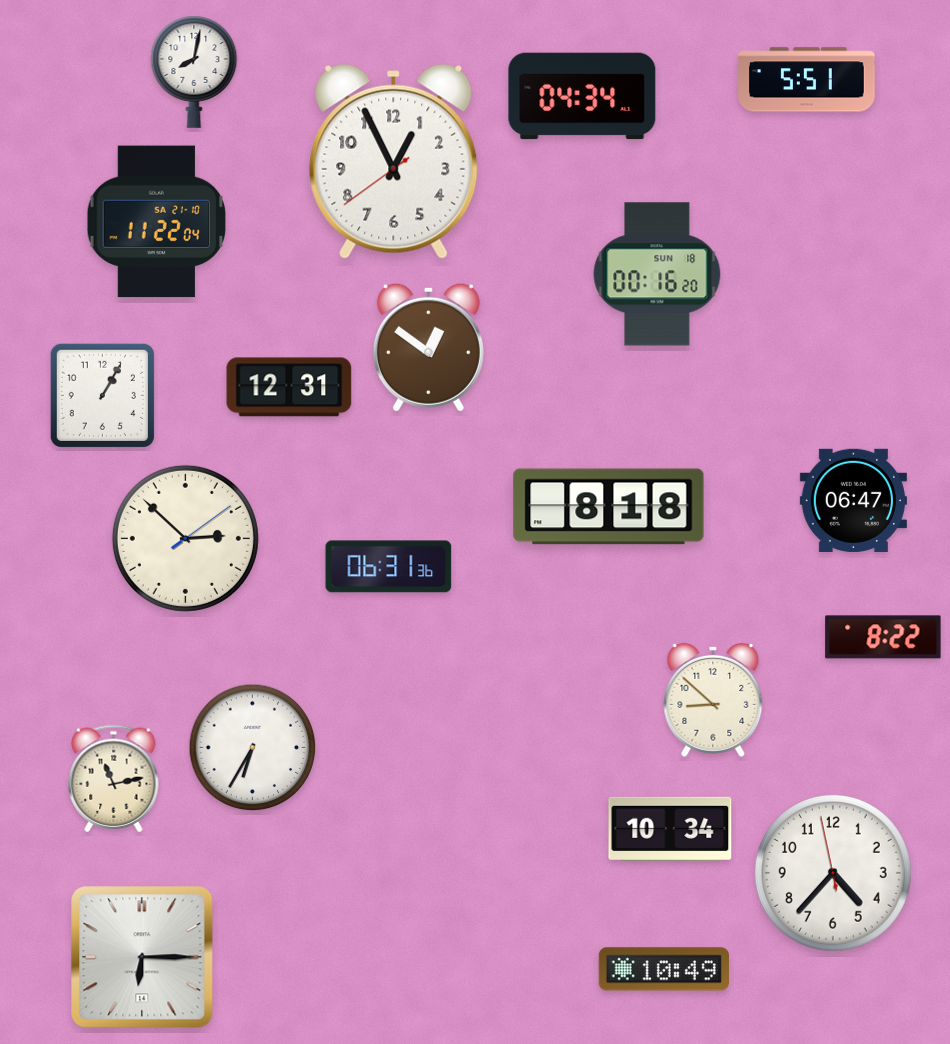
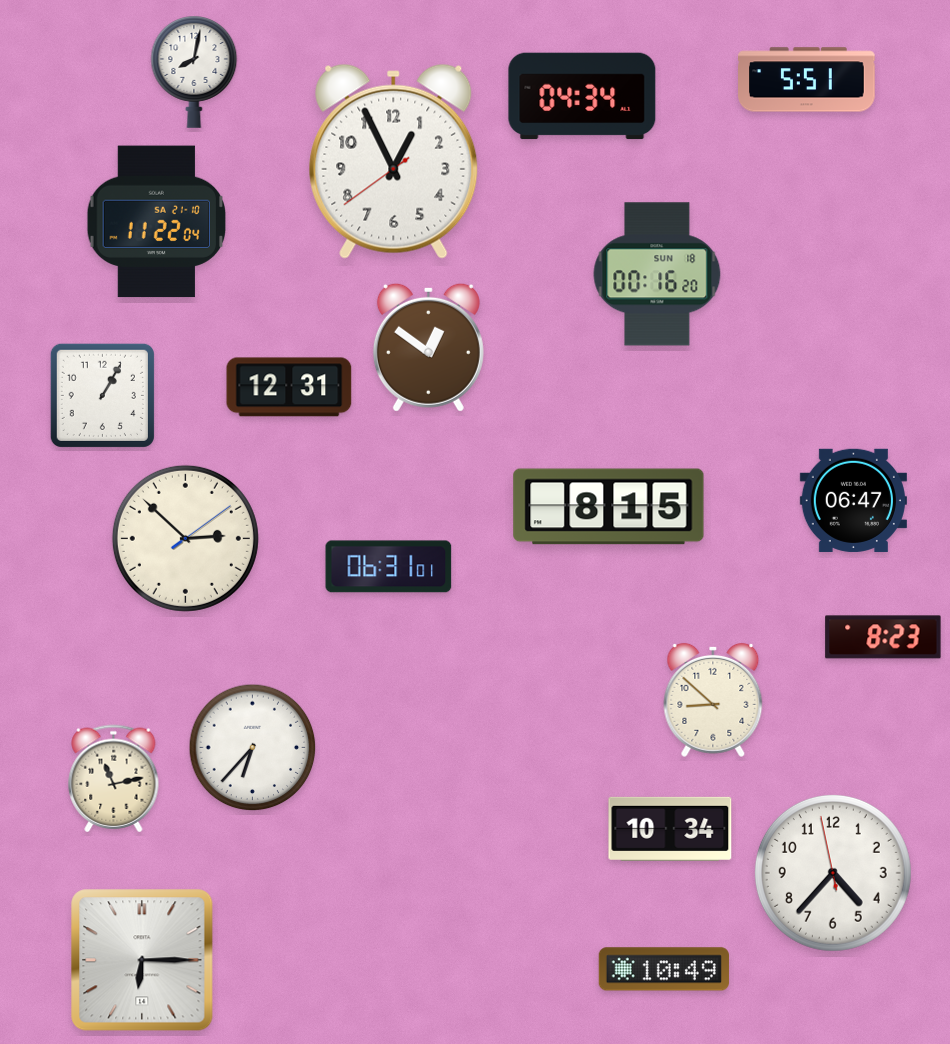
clock at (609, 507): 8:18 -> 8:15
clock at (389, 567): 06:31:36 -> 06:31:01
clock at (883, 637): 8:22 -> 8:23
clock at (253, 748): 6:35 -> 6:37
clock at (142, 957) position: (142, 957) -> (142, 960)
